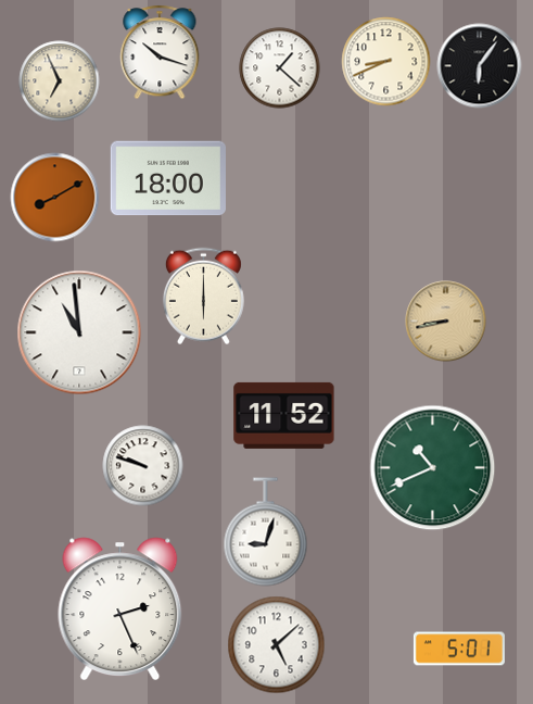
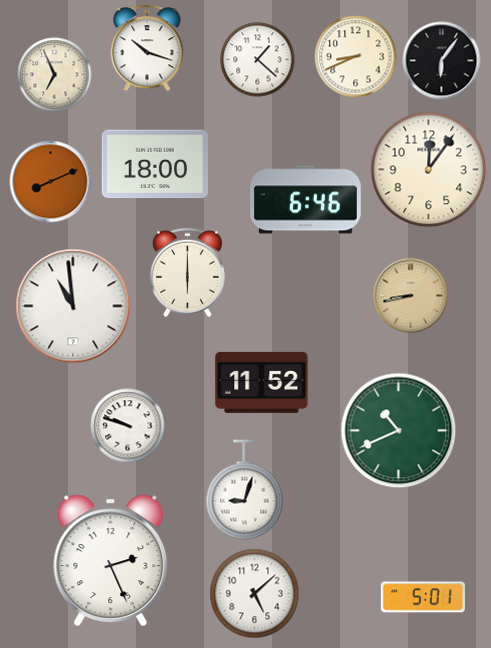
clock at (280, 68) position: (280, 68) -> (258, 60)
clock at (429, 170): none -> 12:06
clock at (55, 198): 8:10 -> 8:11
clock at (306, 200): none -> 6:46
clock at (143, 466) position: (143, 466) -> (128, 426)
